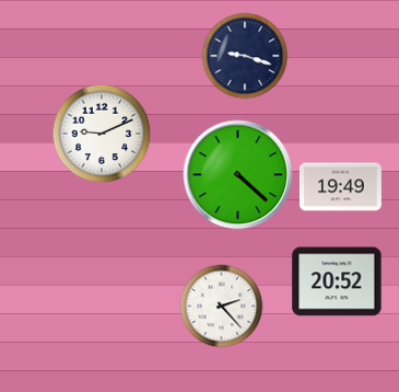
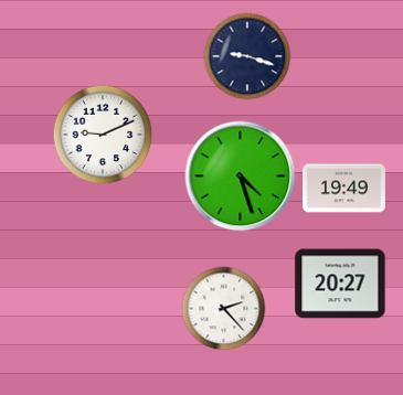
clock at (238, 175): 4:22 -> 4:27
clock at (337, 281): 20:52 -> 20:27
